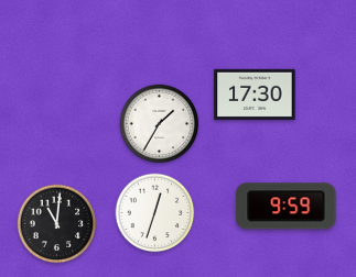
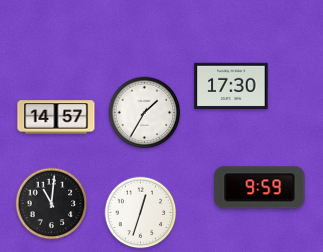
clock at (56, 117): none -> 14:57
clock at (155, 213) position: (155, 213) -> (141, 213)
